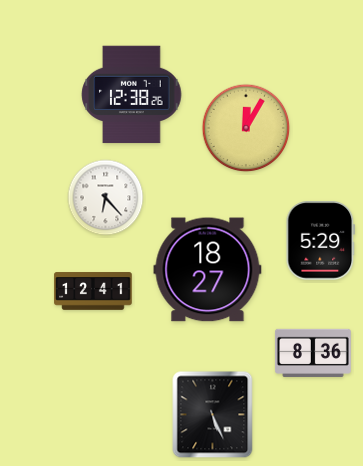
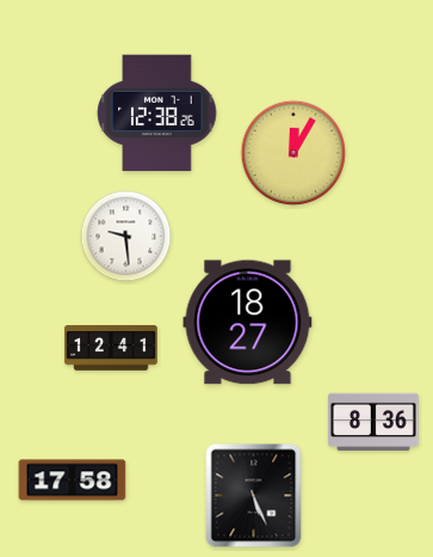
clock at (106, 198): 6:23 -> 9:29
clock at (321, 241): 5:29 -> none
clock at (73, 481): none -> 17:58
